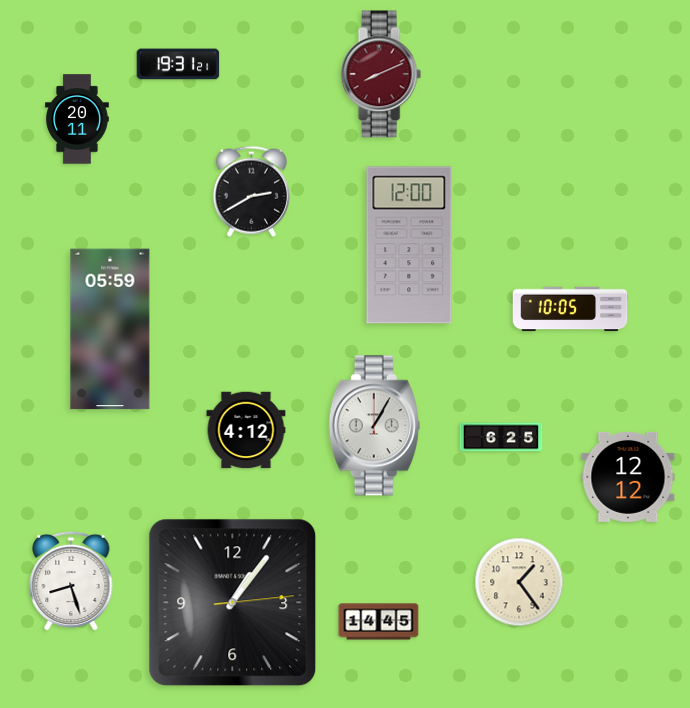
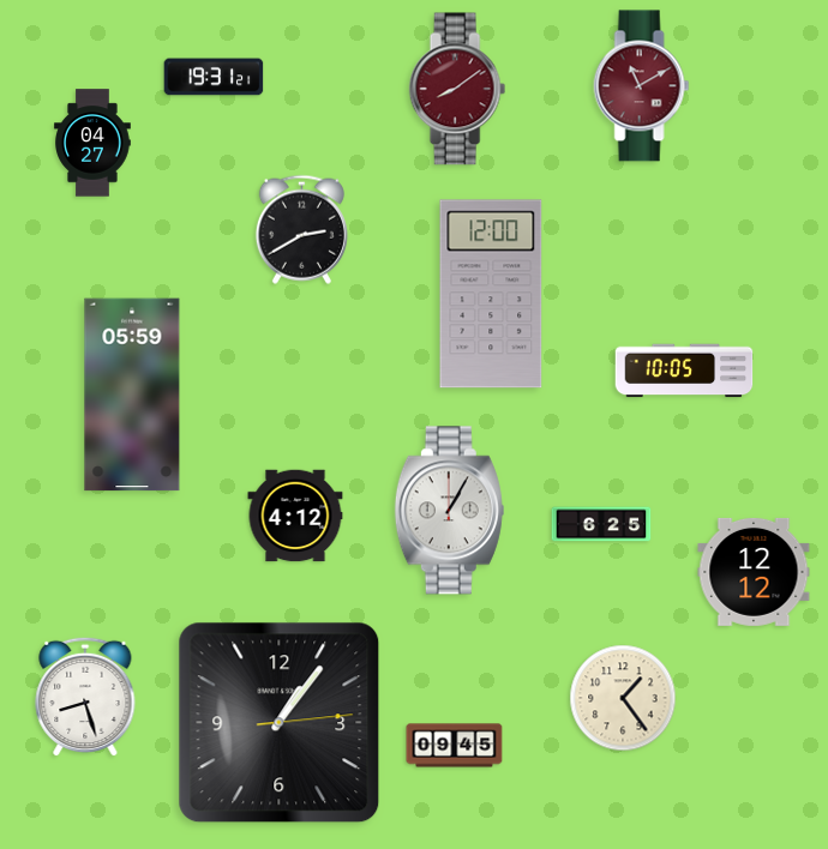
clock at (642, 86): none -> 11:10
clock at (381, 74): 8:11 -> 8:09
clock at (77, 119): 20:11 -> 04:27
clock at (379, 622): 14:45 -> 09:45
